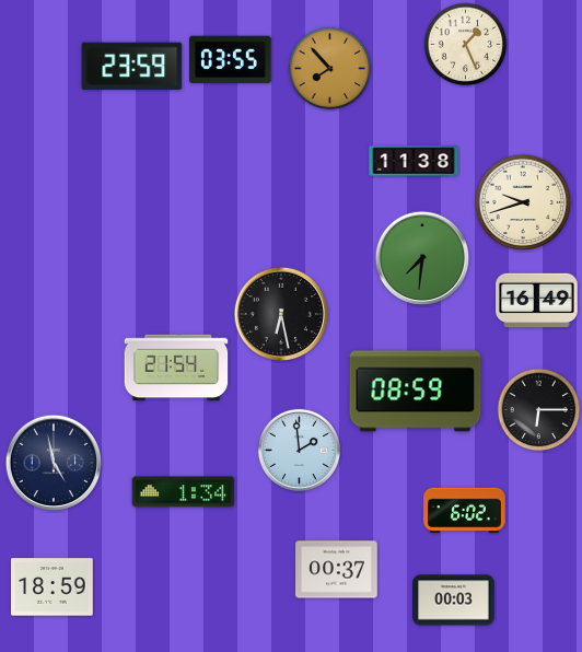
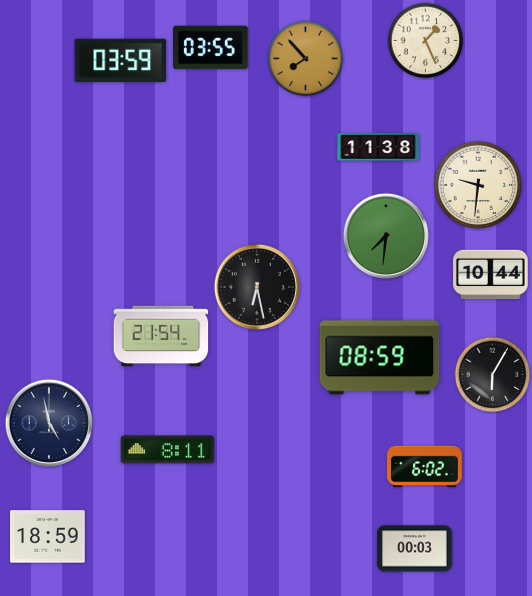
clock at (231, 60) position: (231, 60) -> (211, 48)
clock at (132, 66): 23:59 -> 03:59
clock at (330, 69) position: (330, 69) -> (306, 59)
clock at (523, 202): 9:42 -> 9:31
clock at (537, 301): 16:49 -> 10:44
clock at (539, 410): 6:15 -> 6:05
clock at (299, 450): 1:59 -> none
clock at (184, 492): 1:34 -> 8:11
clock at (337, 570): 00:37 -> none
